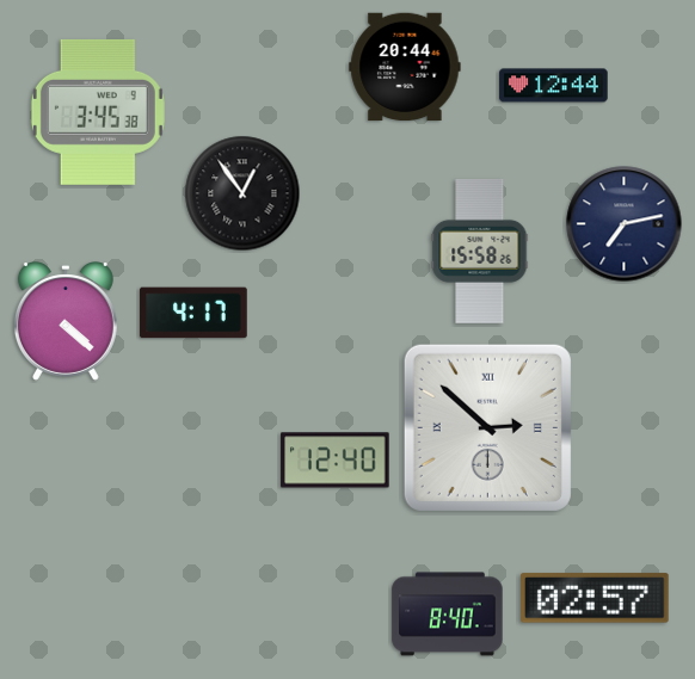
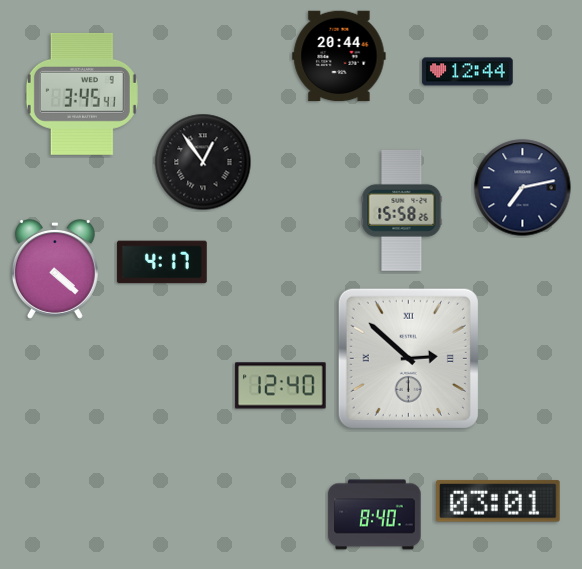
clock at (554, 86) position: (554, 86) -> (468, 72)
clock at (98, 112): 3:45:38 -> 3:45:41
clock at (596, 598): 02:57 -> 03:01
